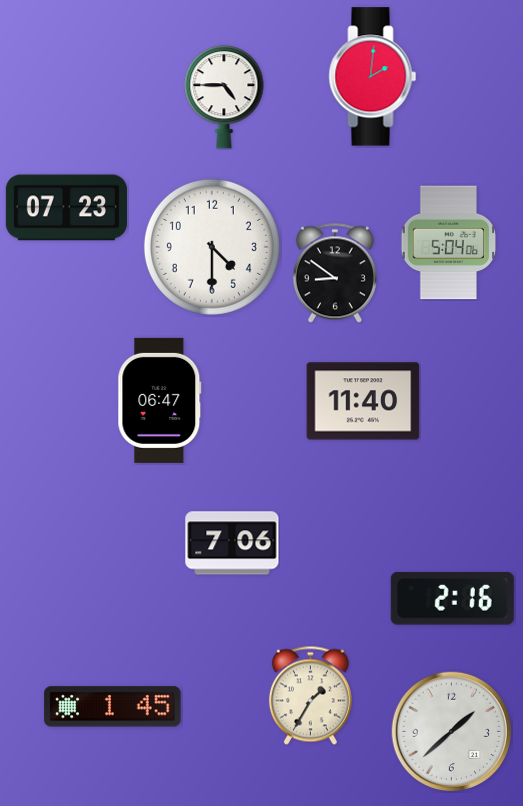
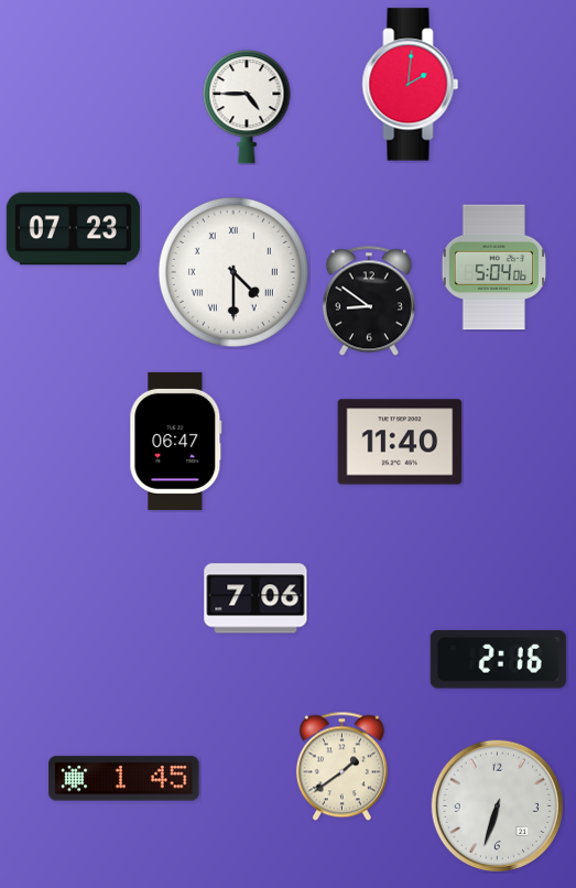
clock at (212, 247) numerals: Arabic -> Roman
clock at (310, 695): 1:35 -> 1:39
clock at (452, 732): 1:38 -> 6:33
